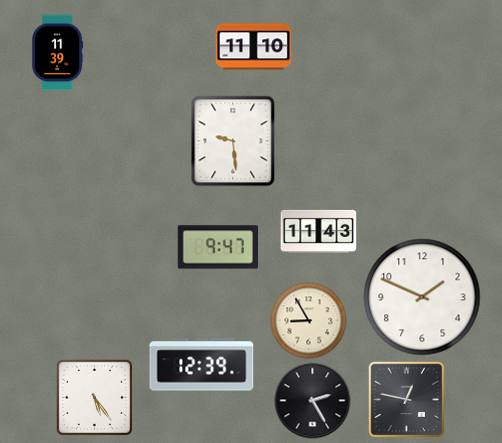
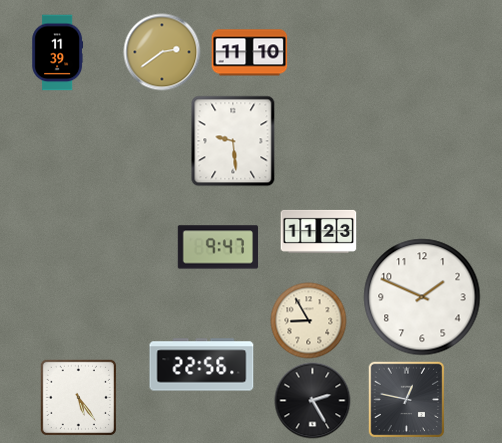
clock at (254, 47) position: (254, 47) -> (250, 53)
clock at (162, 52): none -> 2:39
clock at (319, 231): 11:43 -> 11:23
clock at (202, 365): 12:39 -> 22:56
clock at (94, 397) position: (94, 397) -> (78, 397)
